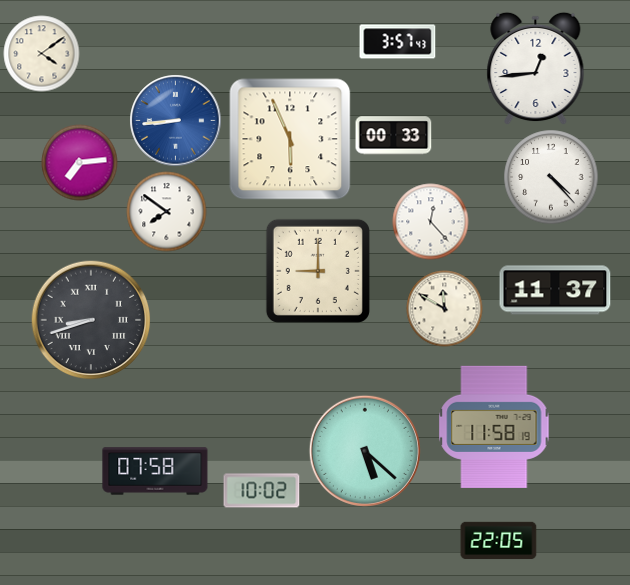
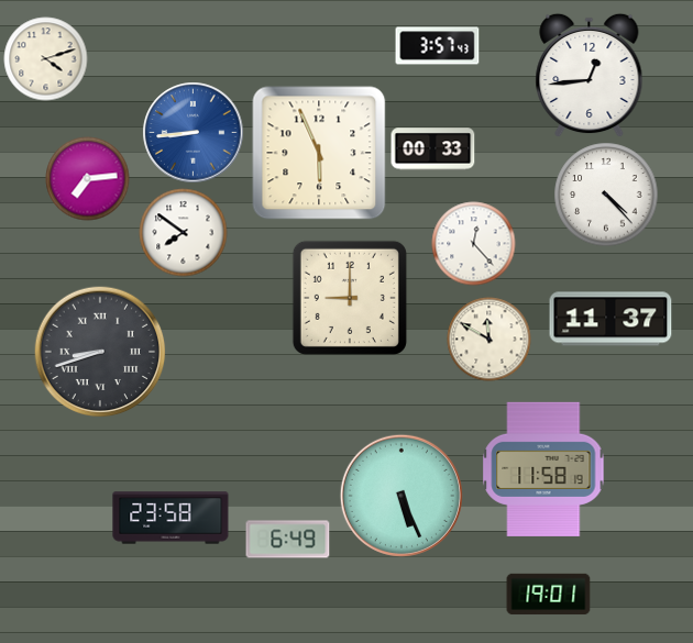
clock at (42, 54): 4:09 -> 4:12
clock at (365, 451): 5:22 -> 5:26
clock at (155, 471): 07:58 -> 23:58
clock at (262, 491): 10:02 -> 6:49
clock at (499, 541): 22:05 -> 19:01
